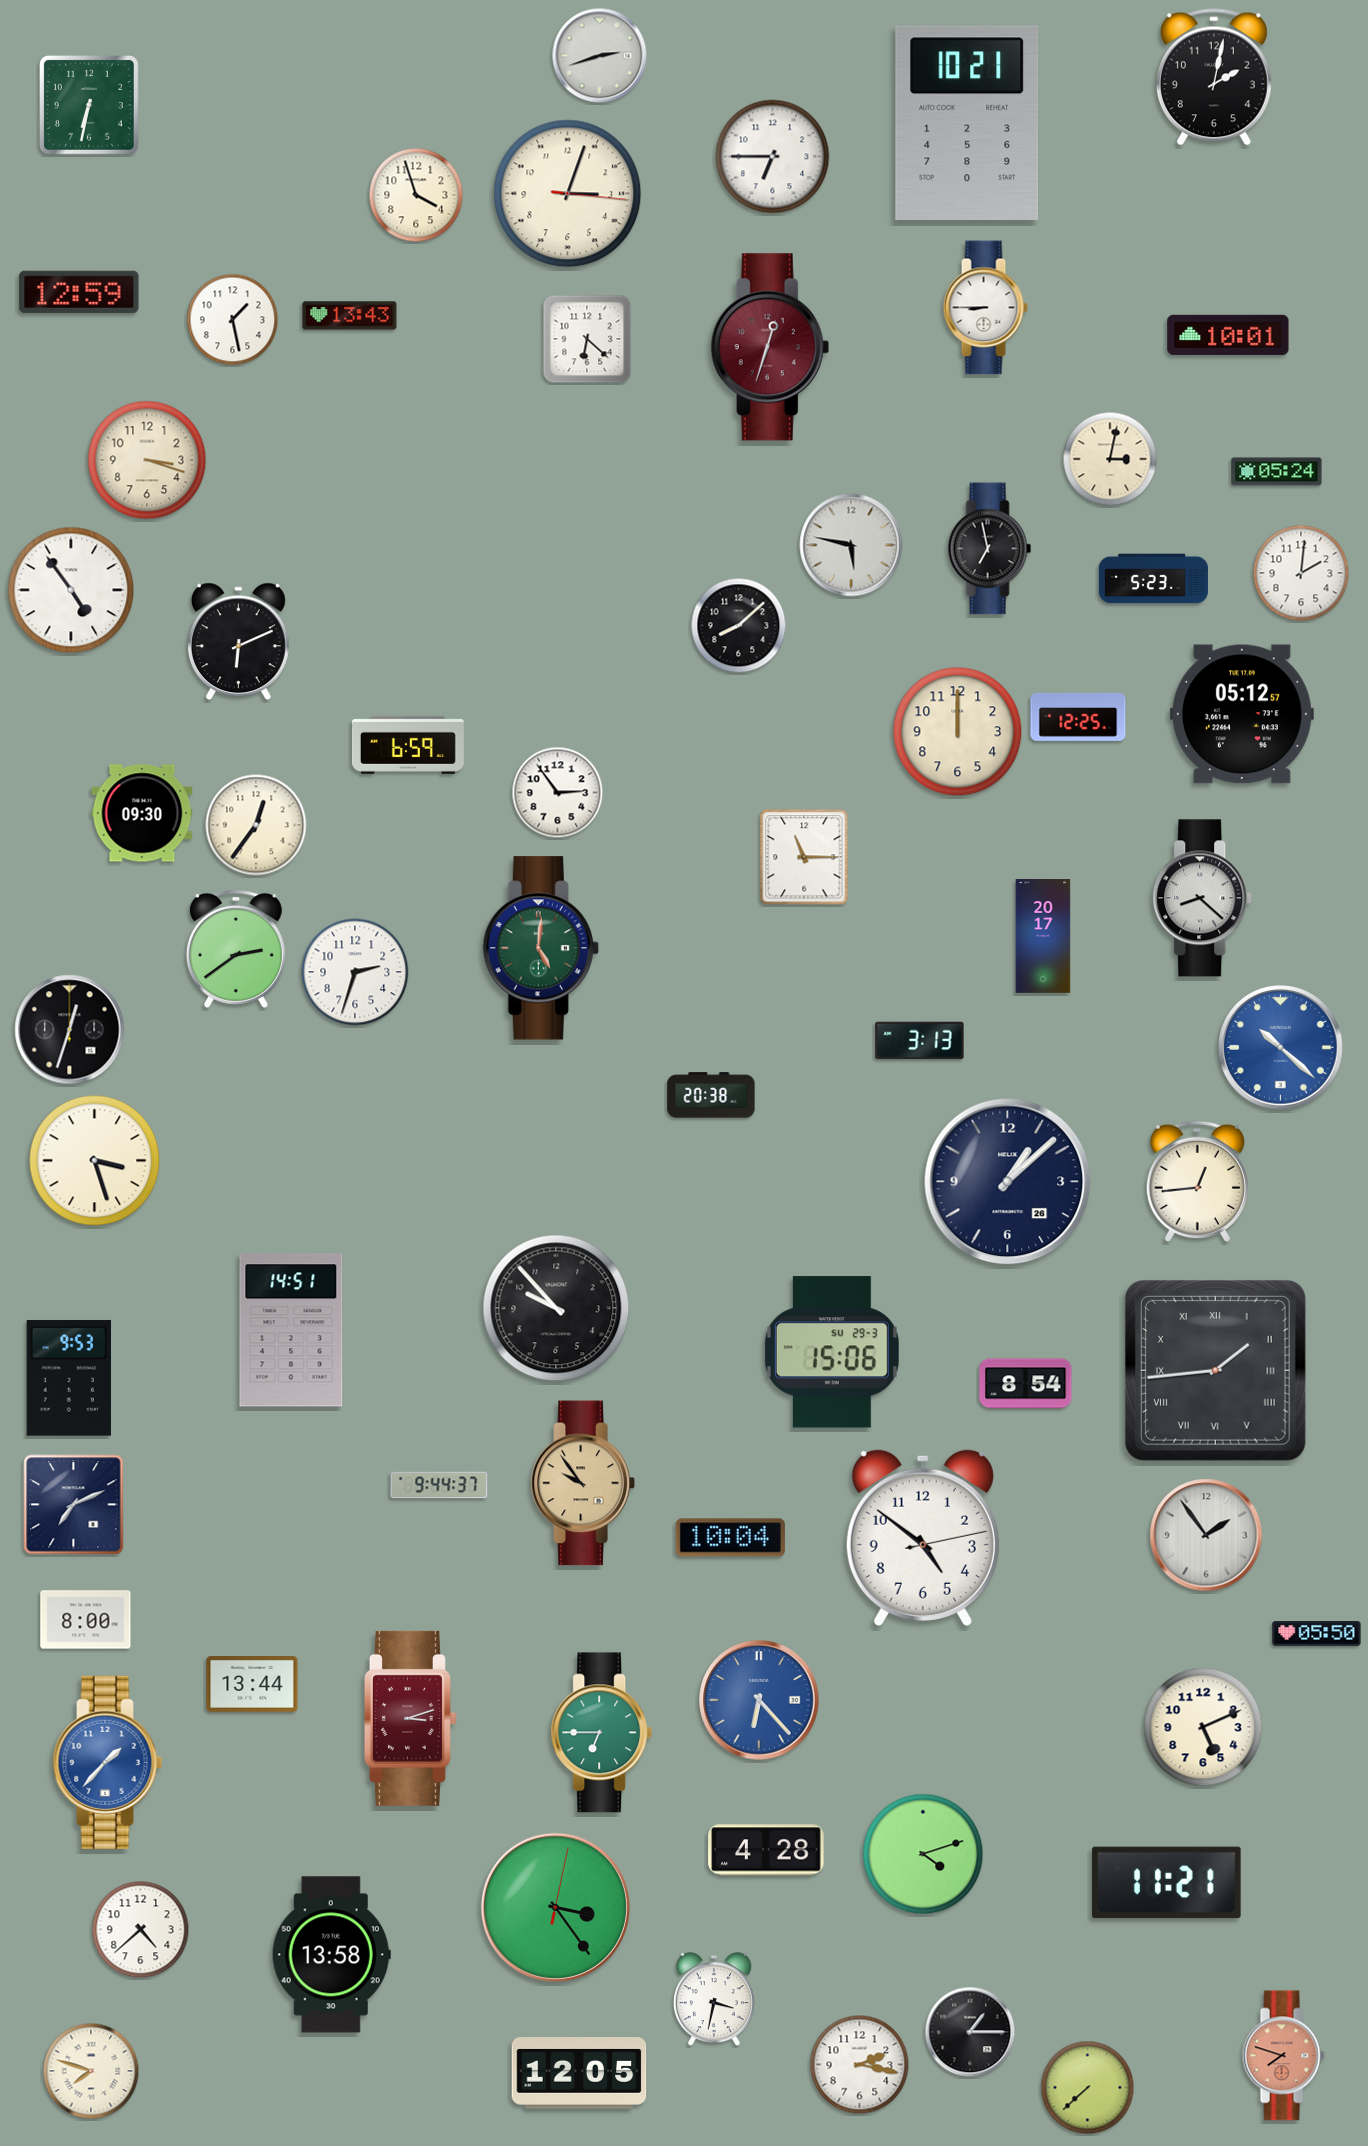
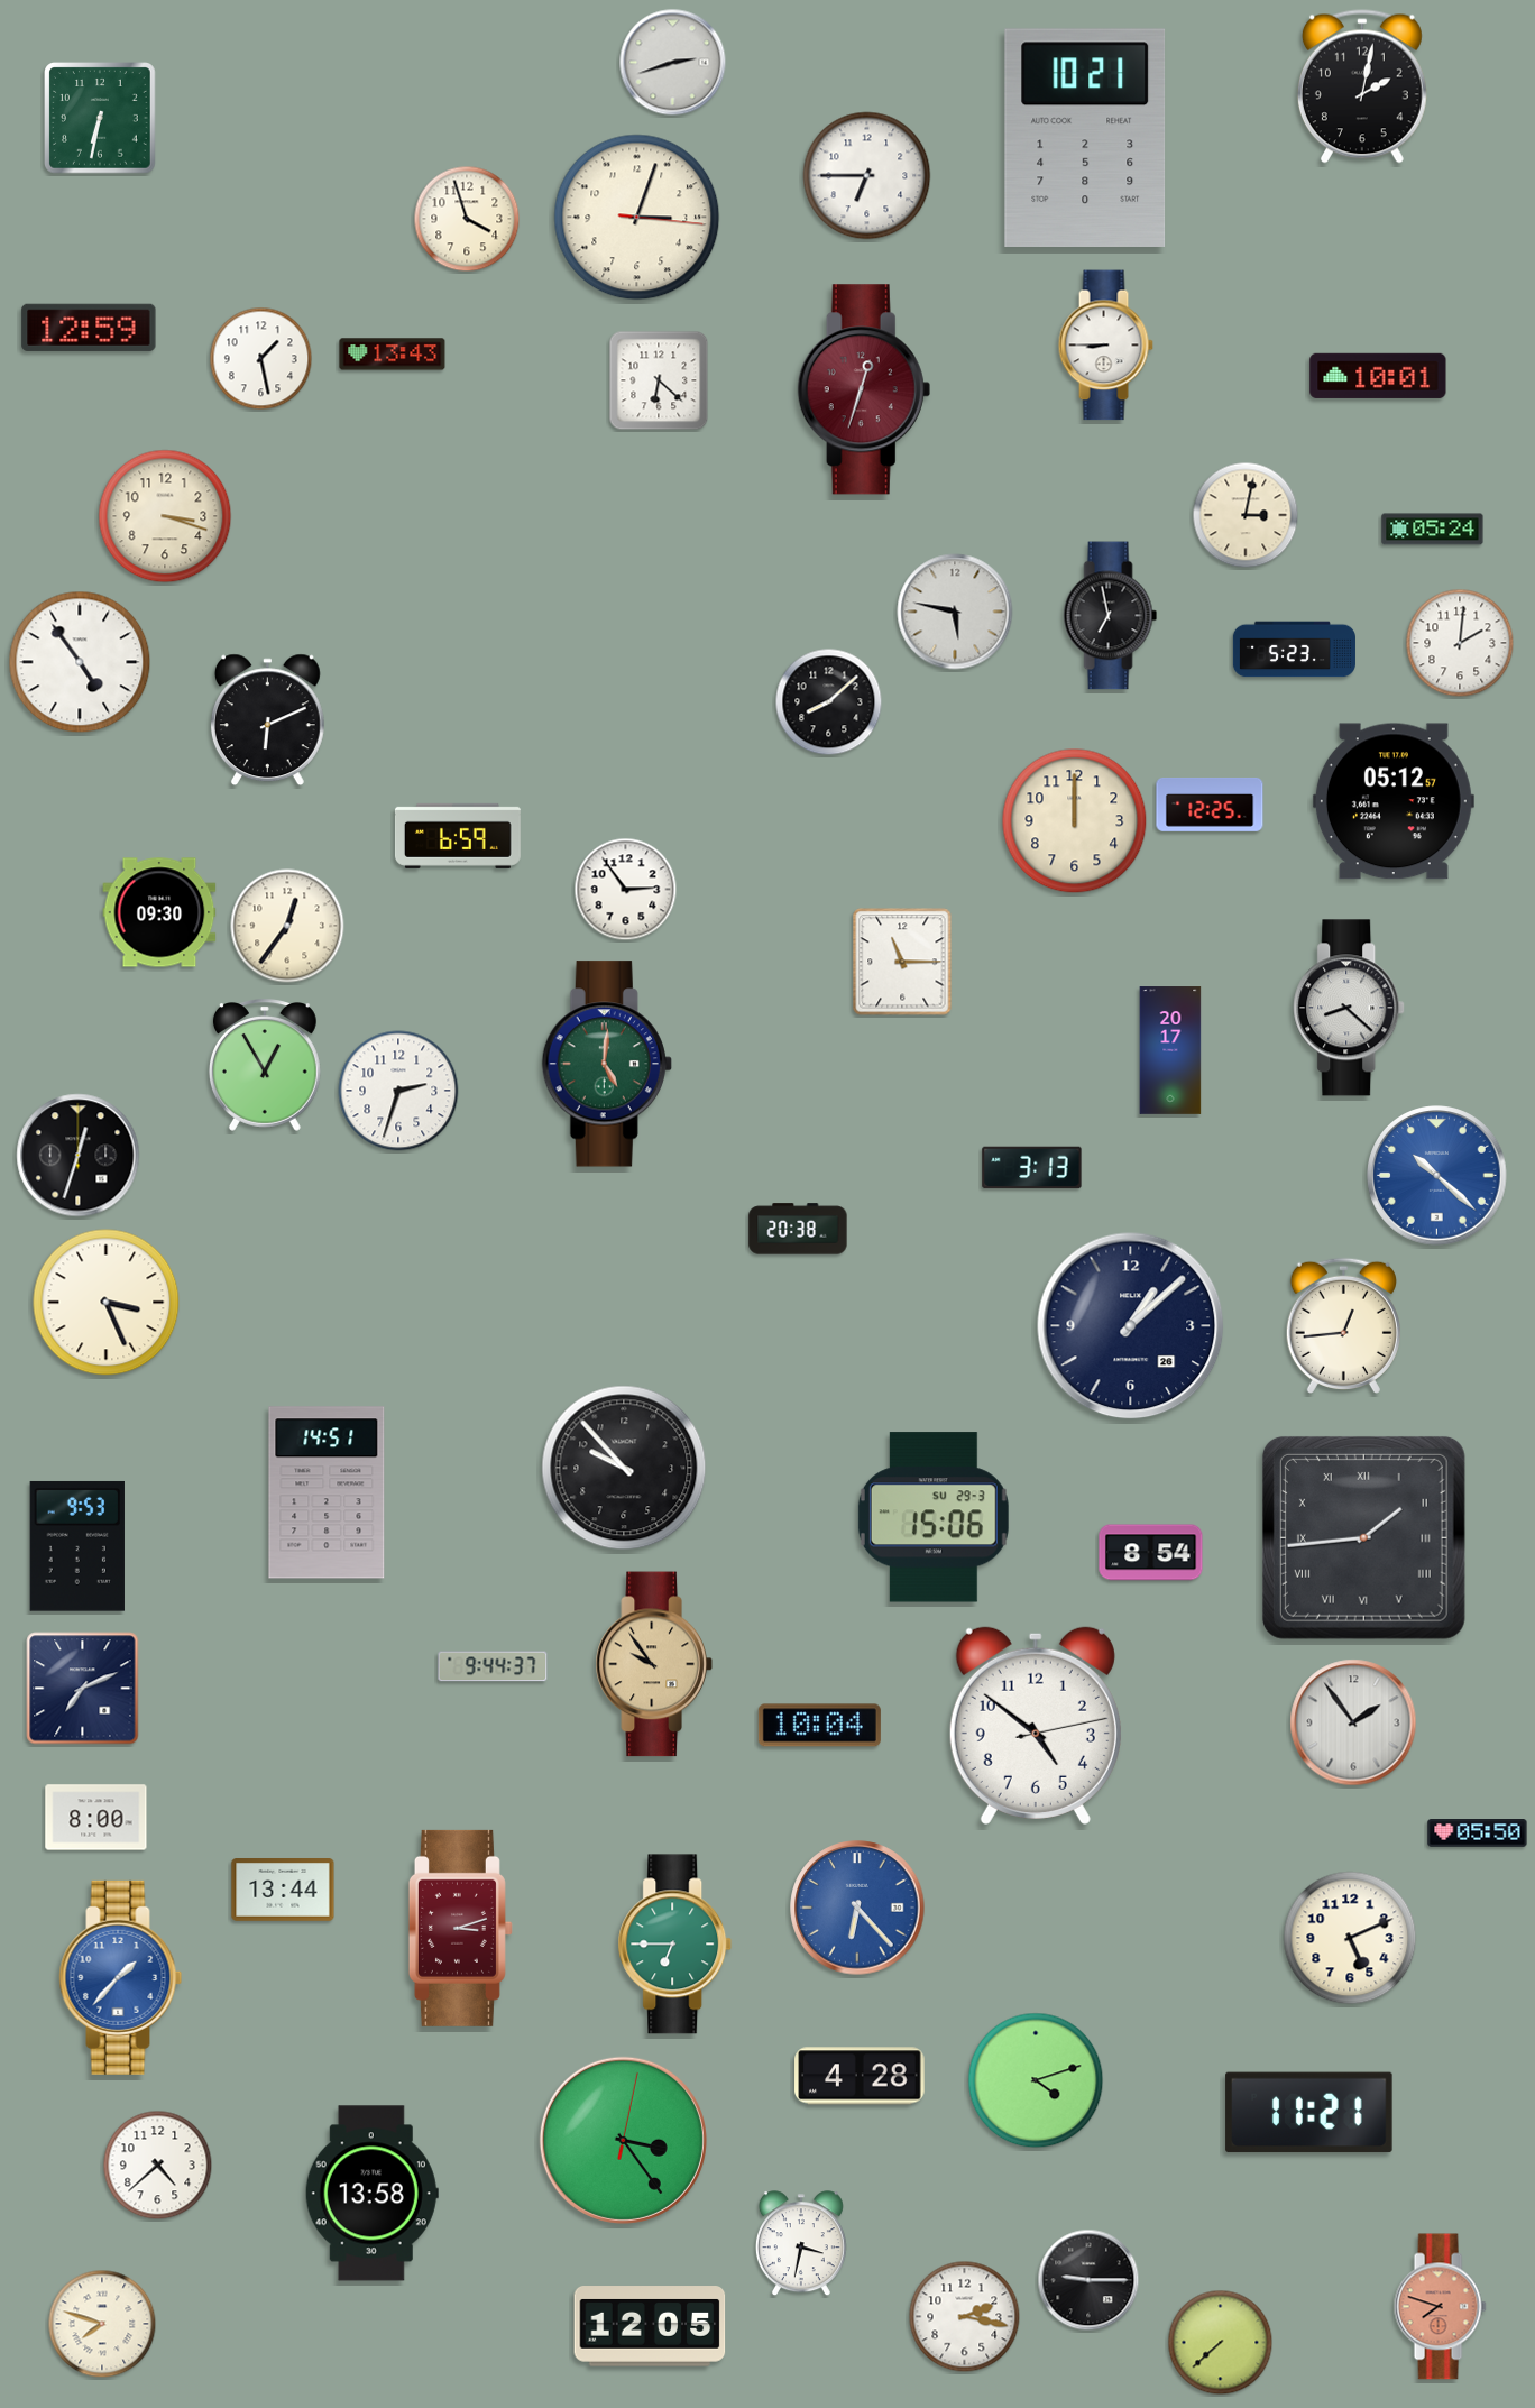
clock at (236, 949): 2:39 -> 12:55
clock at (95, 1161): 3:27 -> 3:26
clock at (759, 1700) position: (759, 1700) -> (857, 1908)
clock at (970, 2032): 1:15 -> 9:15
